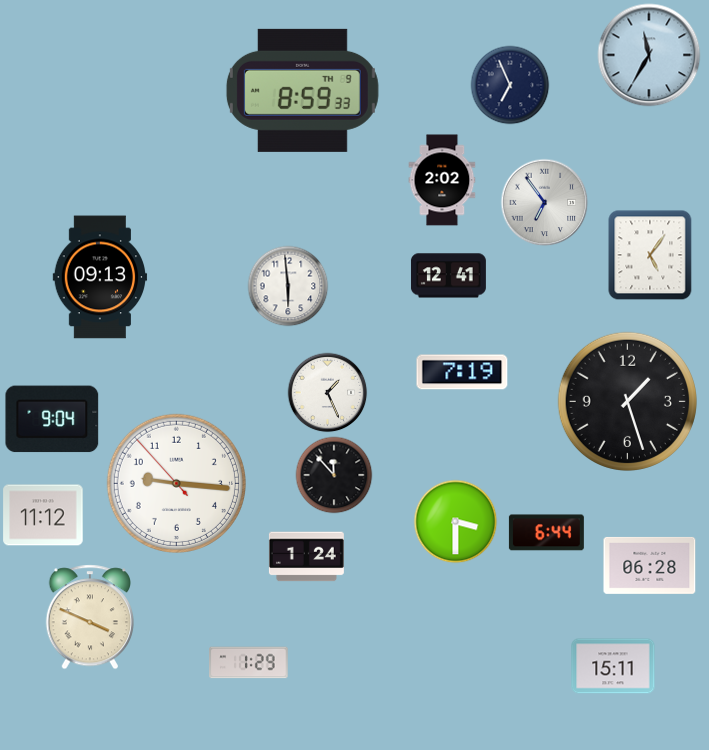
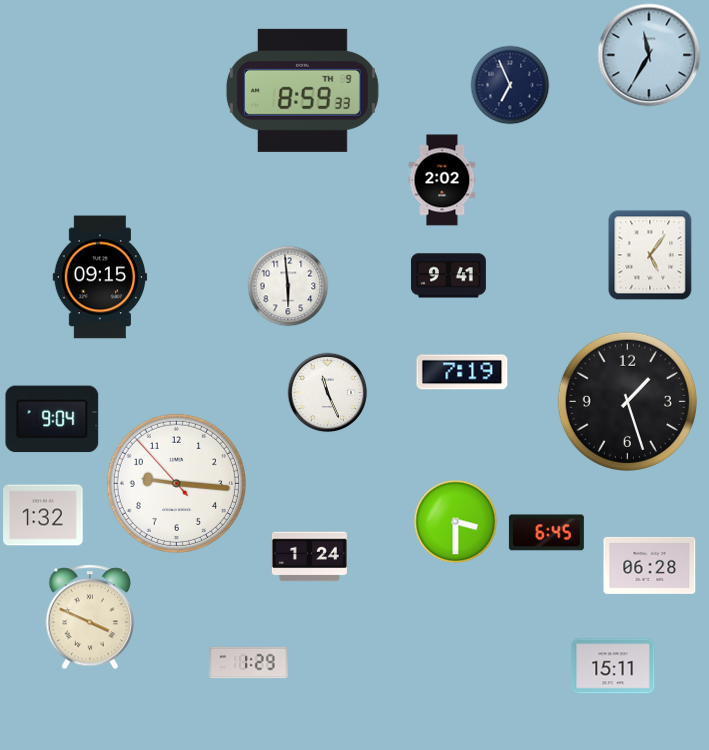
clock at (545, 203): 6:54 -> none
clock at (448, 276): 12:41 -> 9:41
clock at (100, 277): 09:13 -> 09:15
clock at (328, 393): 1:26 -> 11:26
clock at (334, 475): 11:53 -> none
clock at (43, 515): 11:12 -> 1:32
clock at (546, 533): 6:44 -> 6:45
clock at (306, 557) position: (306, 557) -> (309, 557)
